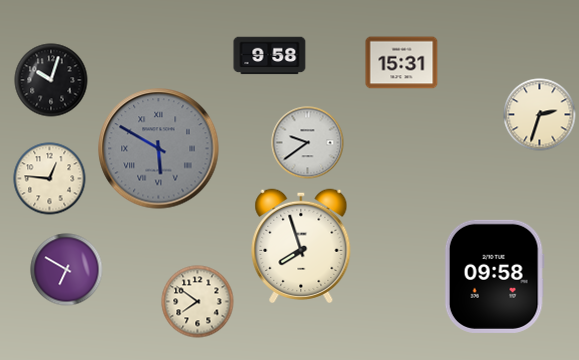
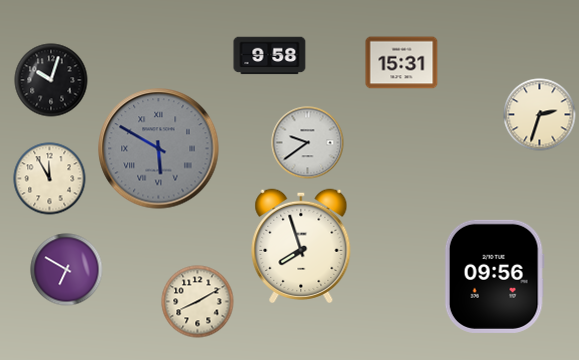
clock at (50, 179): 12:46 -> 11:55
clock at (494, 276): 09:58 -> 09:56
clock at (198, 302): 7:51 -> 8:10
